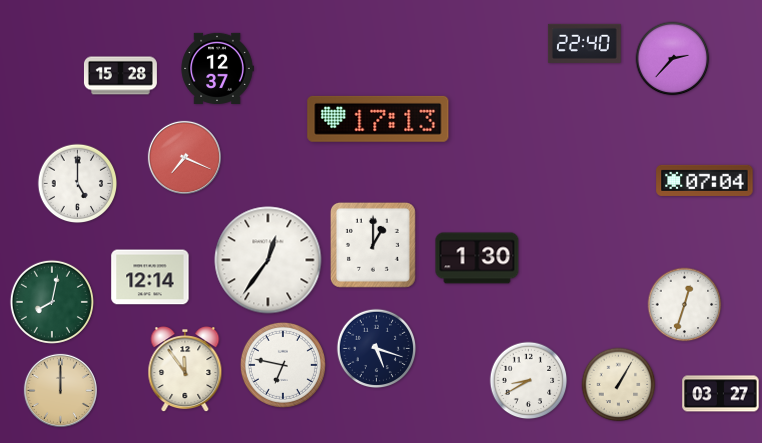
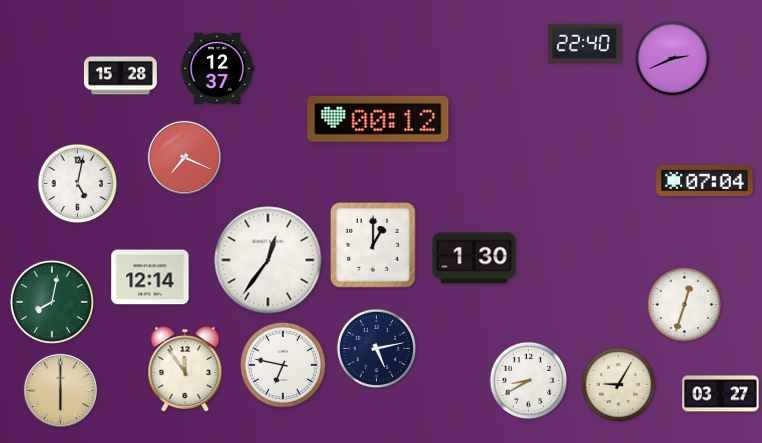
clock at (673, 59): 2:37 -> 2:41
clock at (378, 119): 17:13 -> 00:12
clock at (78, 184): 5:00 -> 5:02
clock at (477, 258) position: (477, 258) -> (474, 258)
clock at (377, 349): 5:18 -> 5:13
clock at (619, 385): 1:05 -> 9:05
clock at (60, 390): 12:00 -> 6:00
